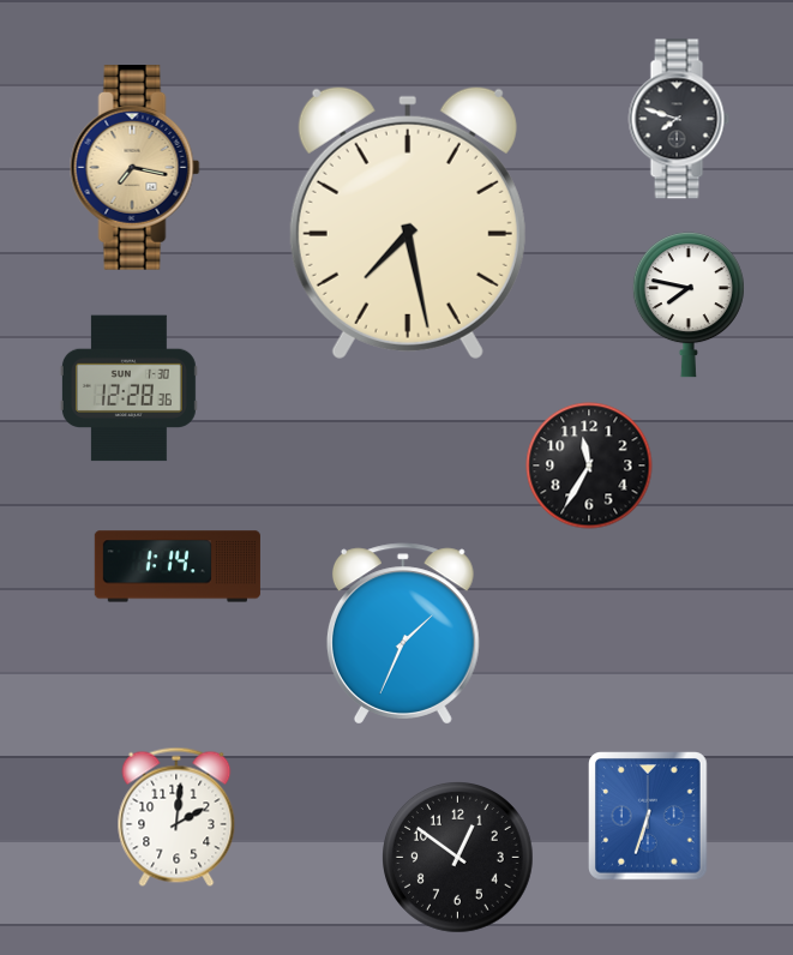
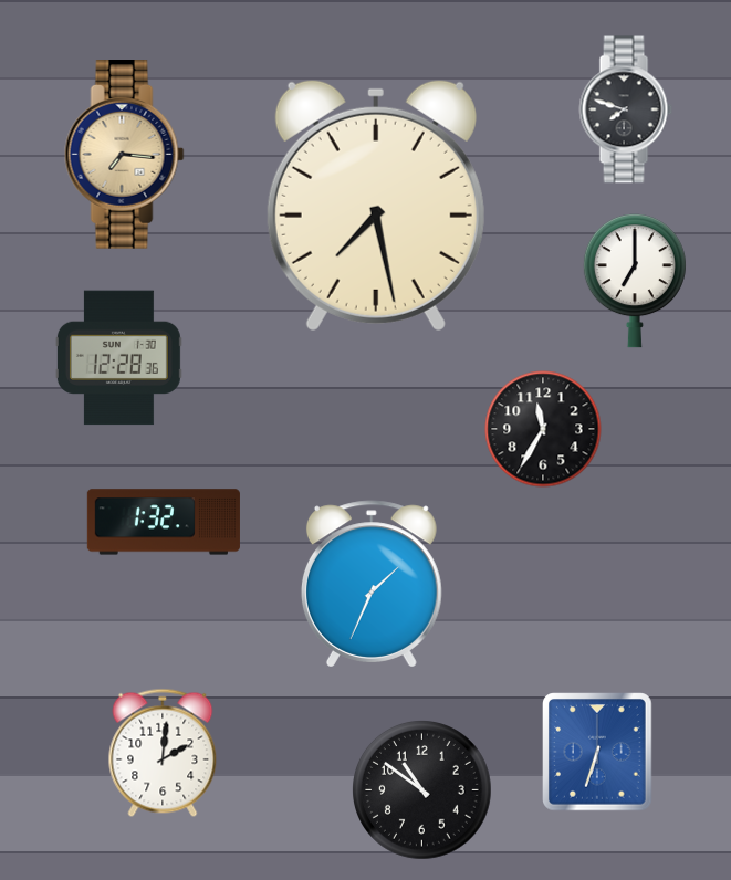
clock at (136, 168): 7:17 -> 7:16
clock at (689, 305): 7:47 -> 7:00
clock at (178, 566): 1:14 -> 1:32
clock at (458, 858): 12:51 -> 10:51
